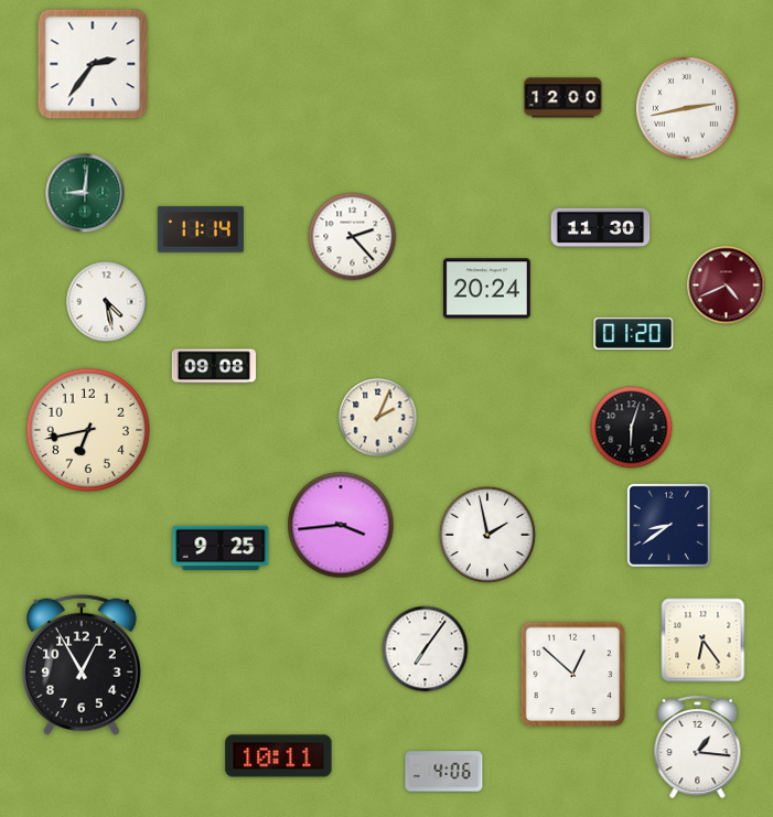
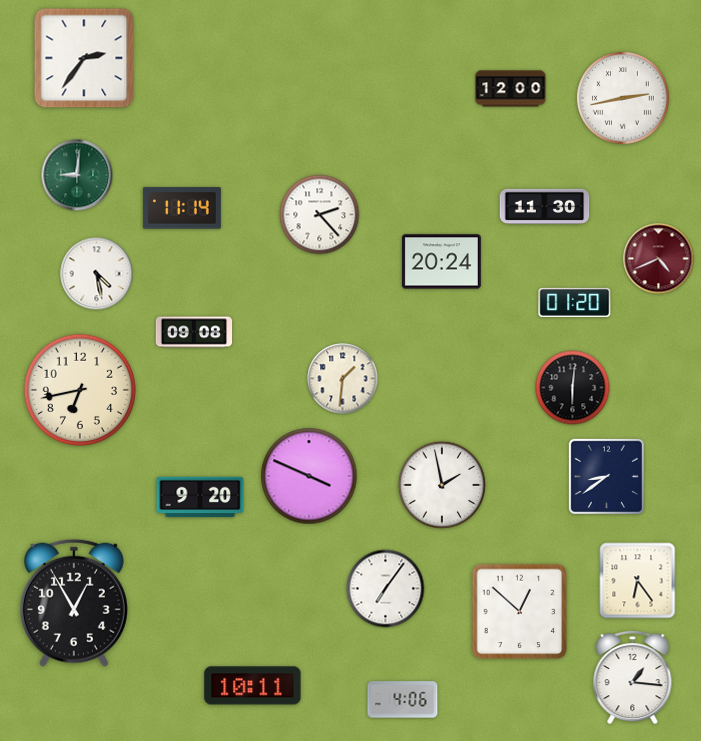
clock at (378, 418): 2:04 -> 1:31
clock at (632, 428): 6:03 -> 6:01
clock at (341, 525): 3:44 -> 3:49
clock at (221, 548): 9:25 -> 9:20
